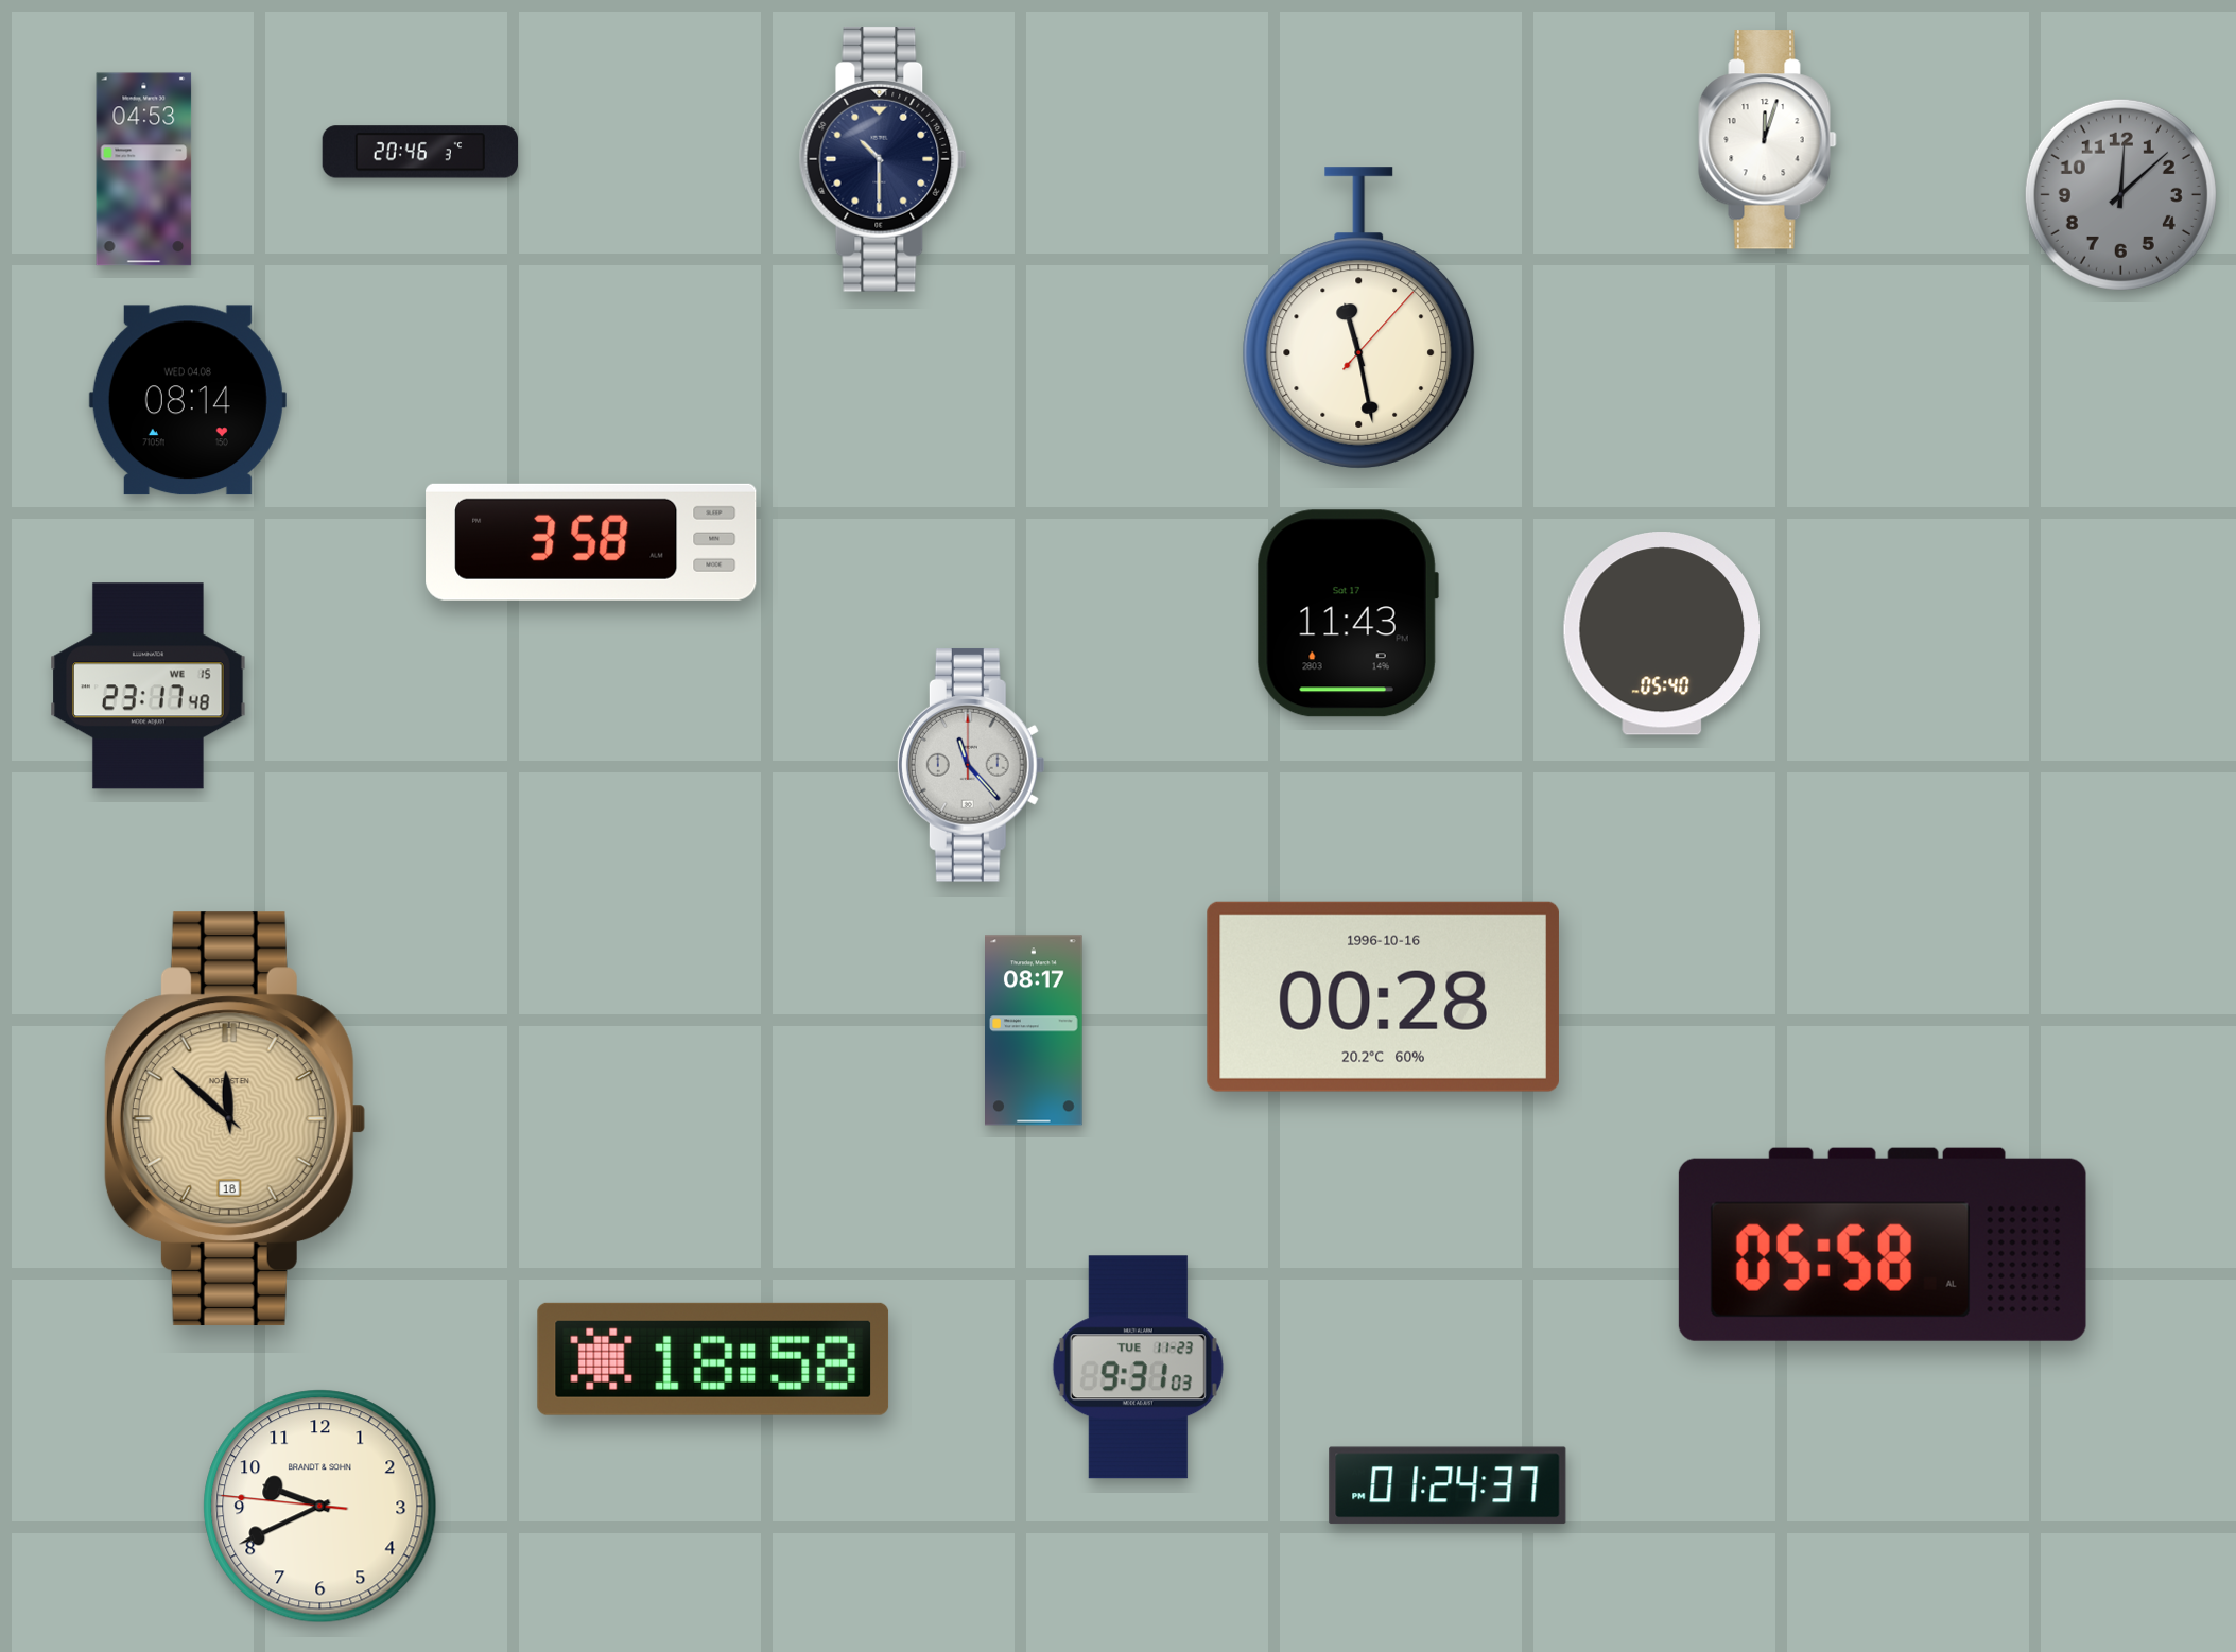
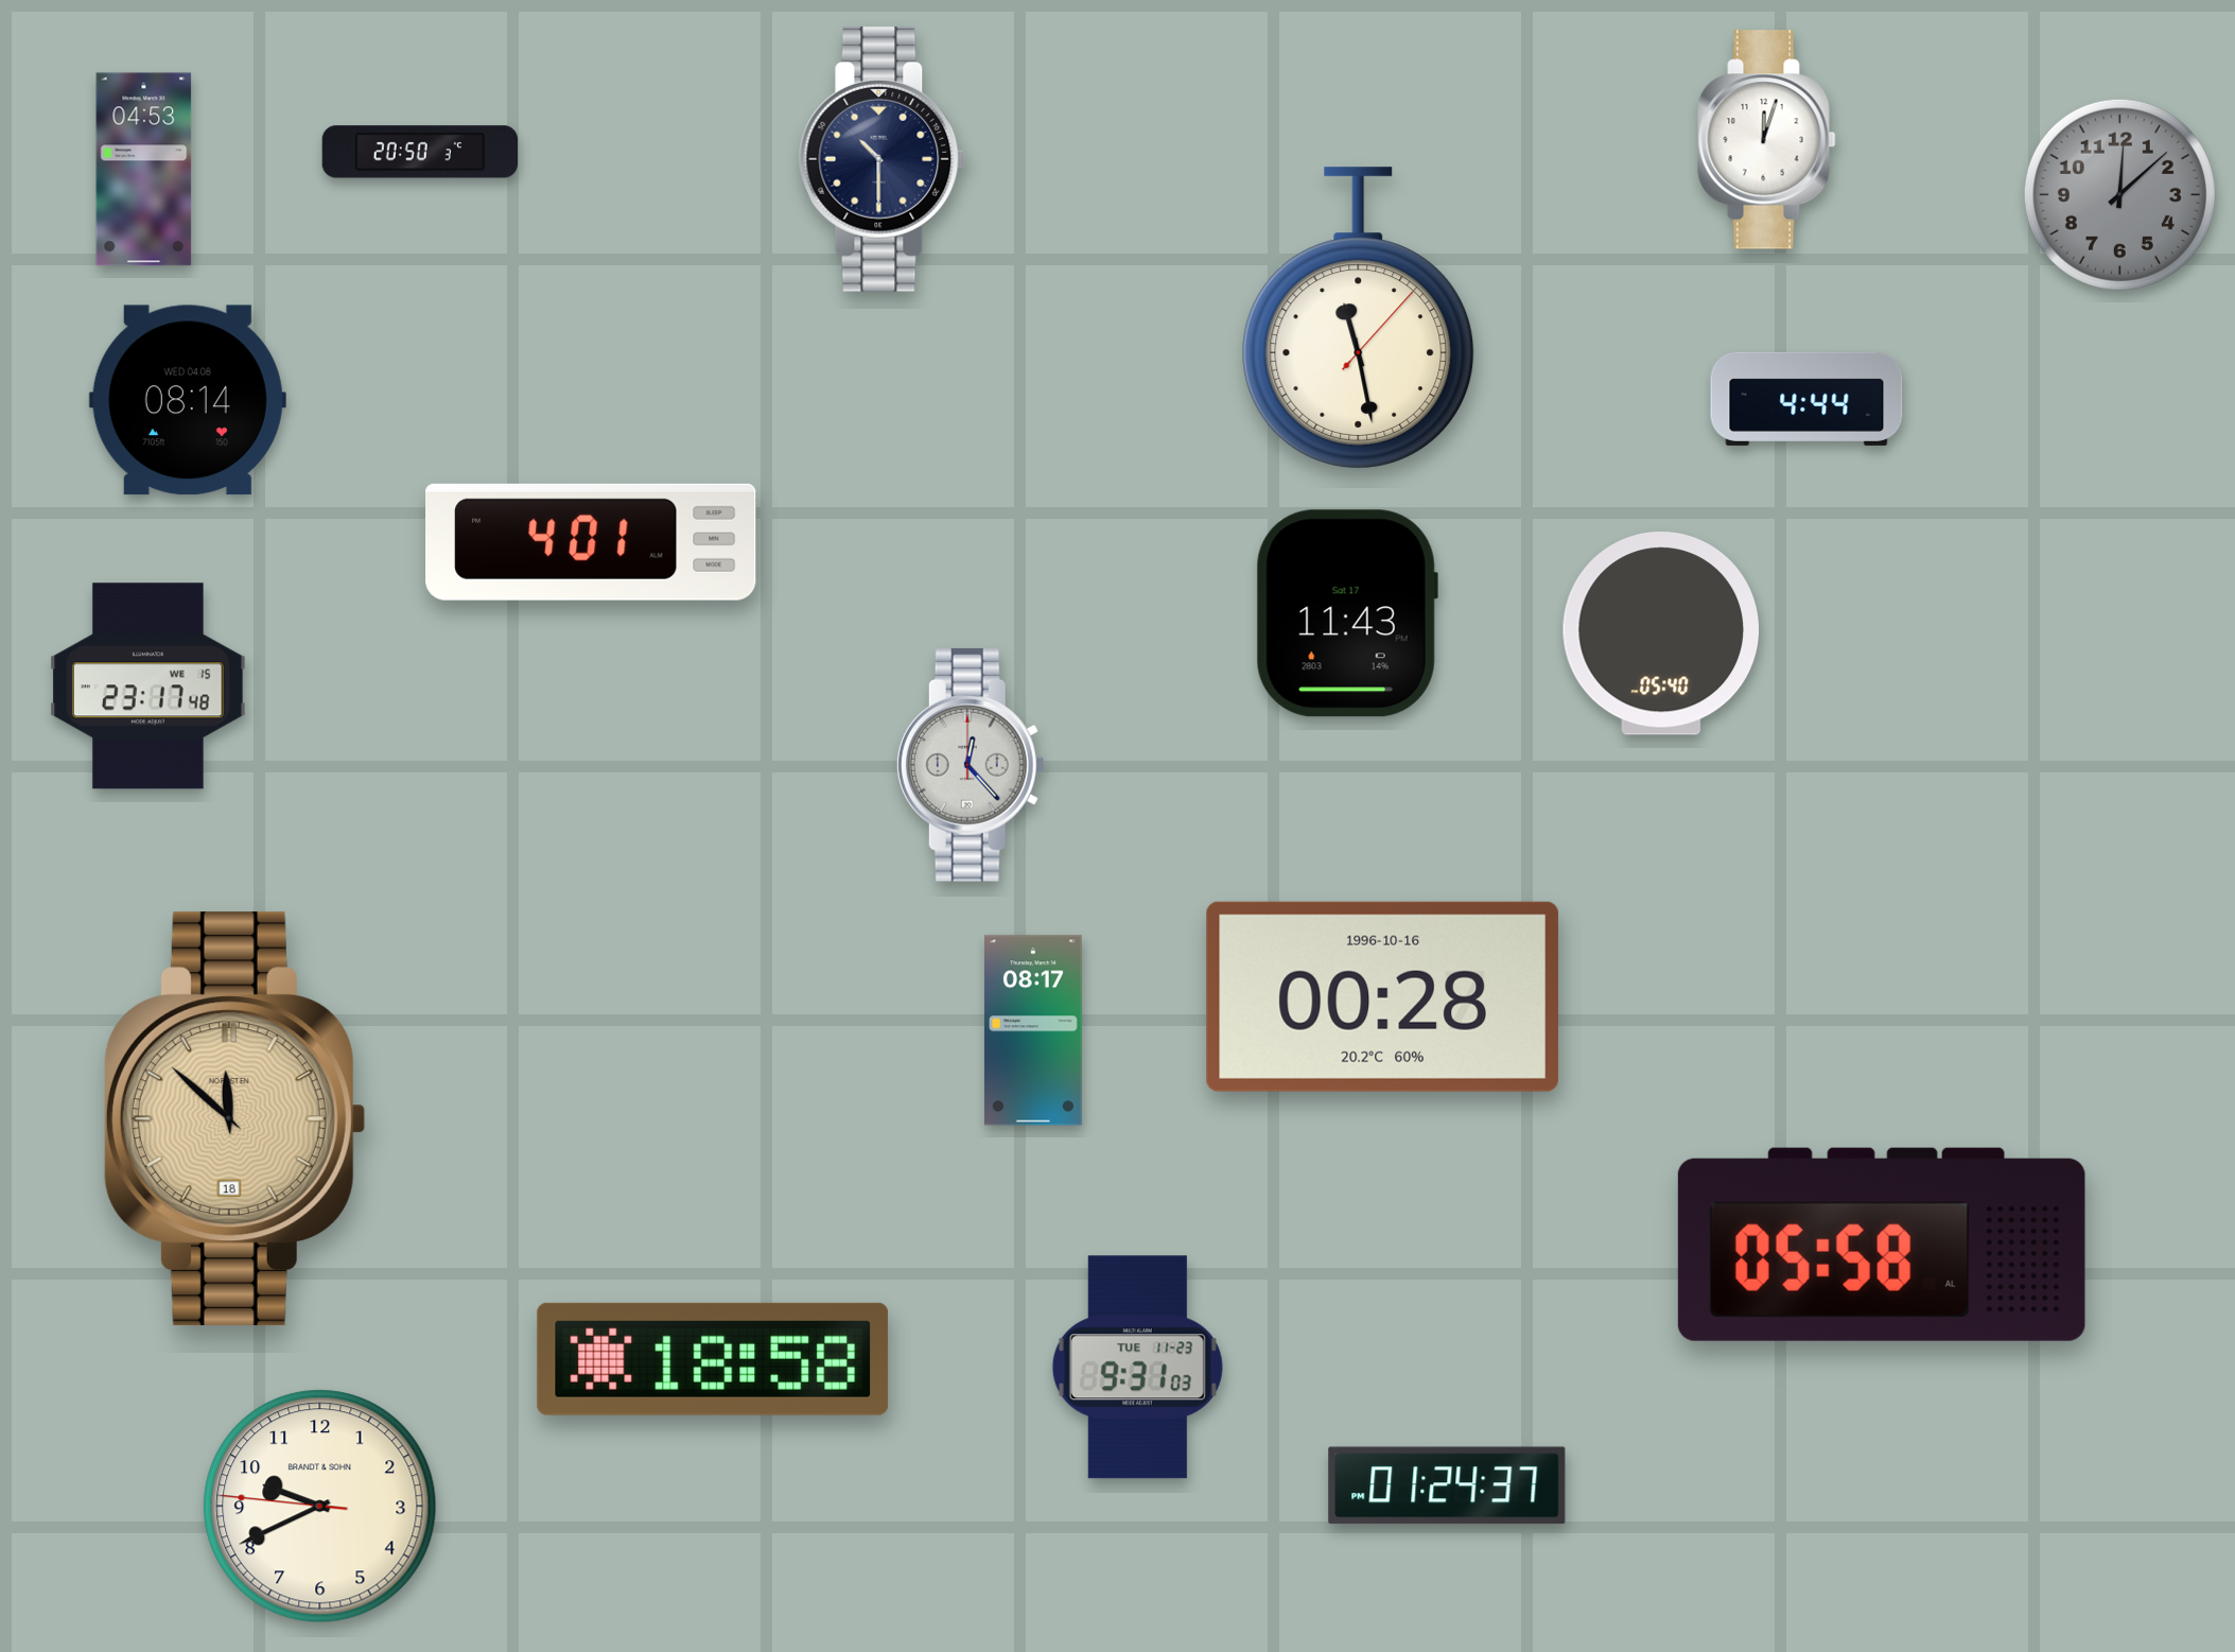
clock at (419, 152): 20:46 -> 20:50
clock at (1806, 399): none -> 4:44
clock at (591, 542): 3:58 -> 4:01
clock at (971, 765): 11:23 -> 12:23
